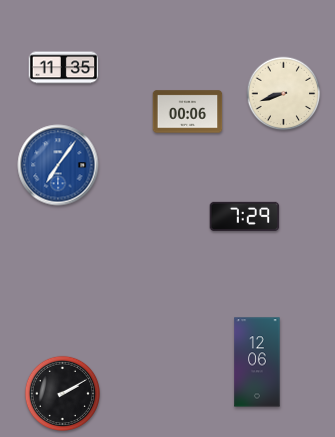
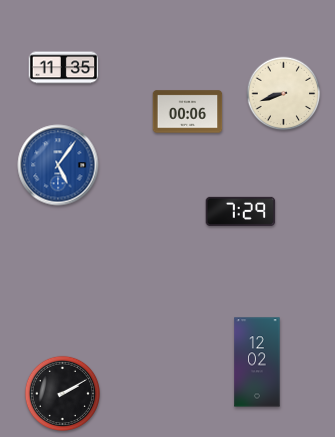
clock at (58, 165): 7:06 -> 5:06
clock at (245, 216) position: (245, 216) -> (241, 211)
clock at (257, 362): 12:06 -> 12:02
